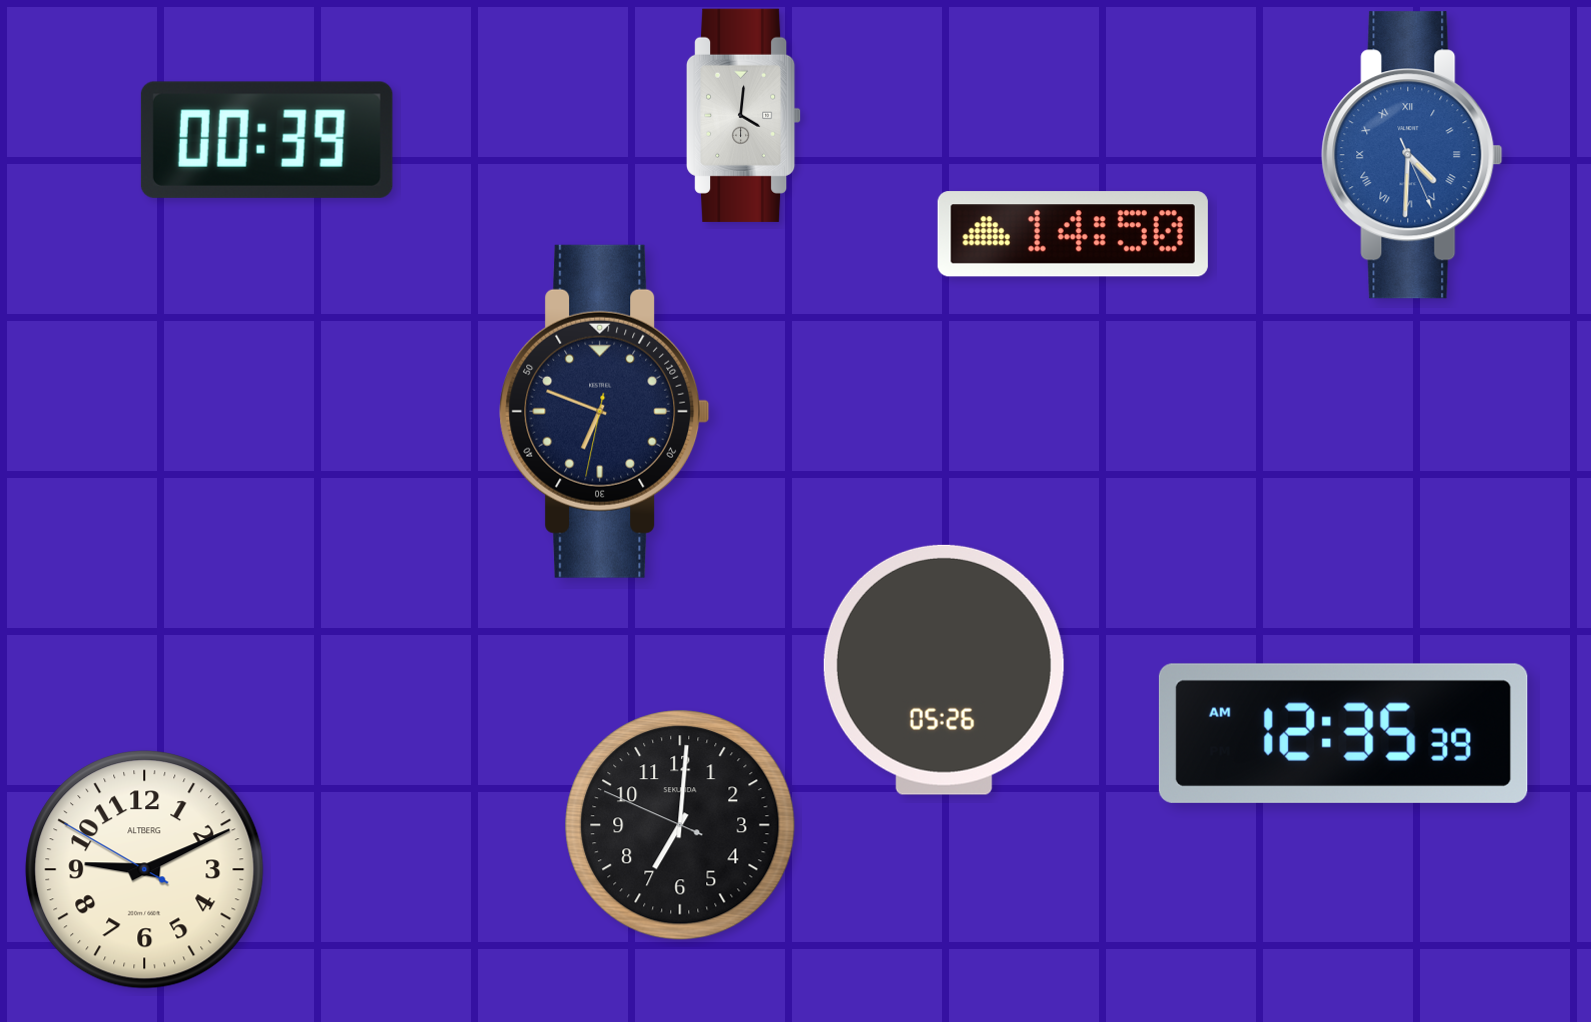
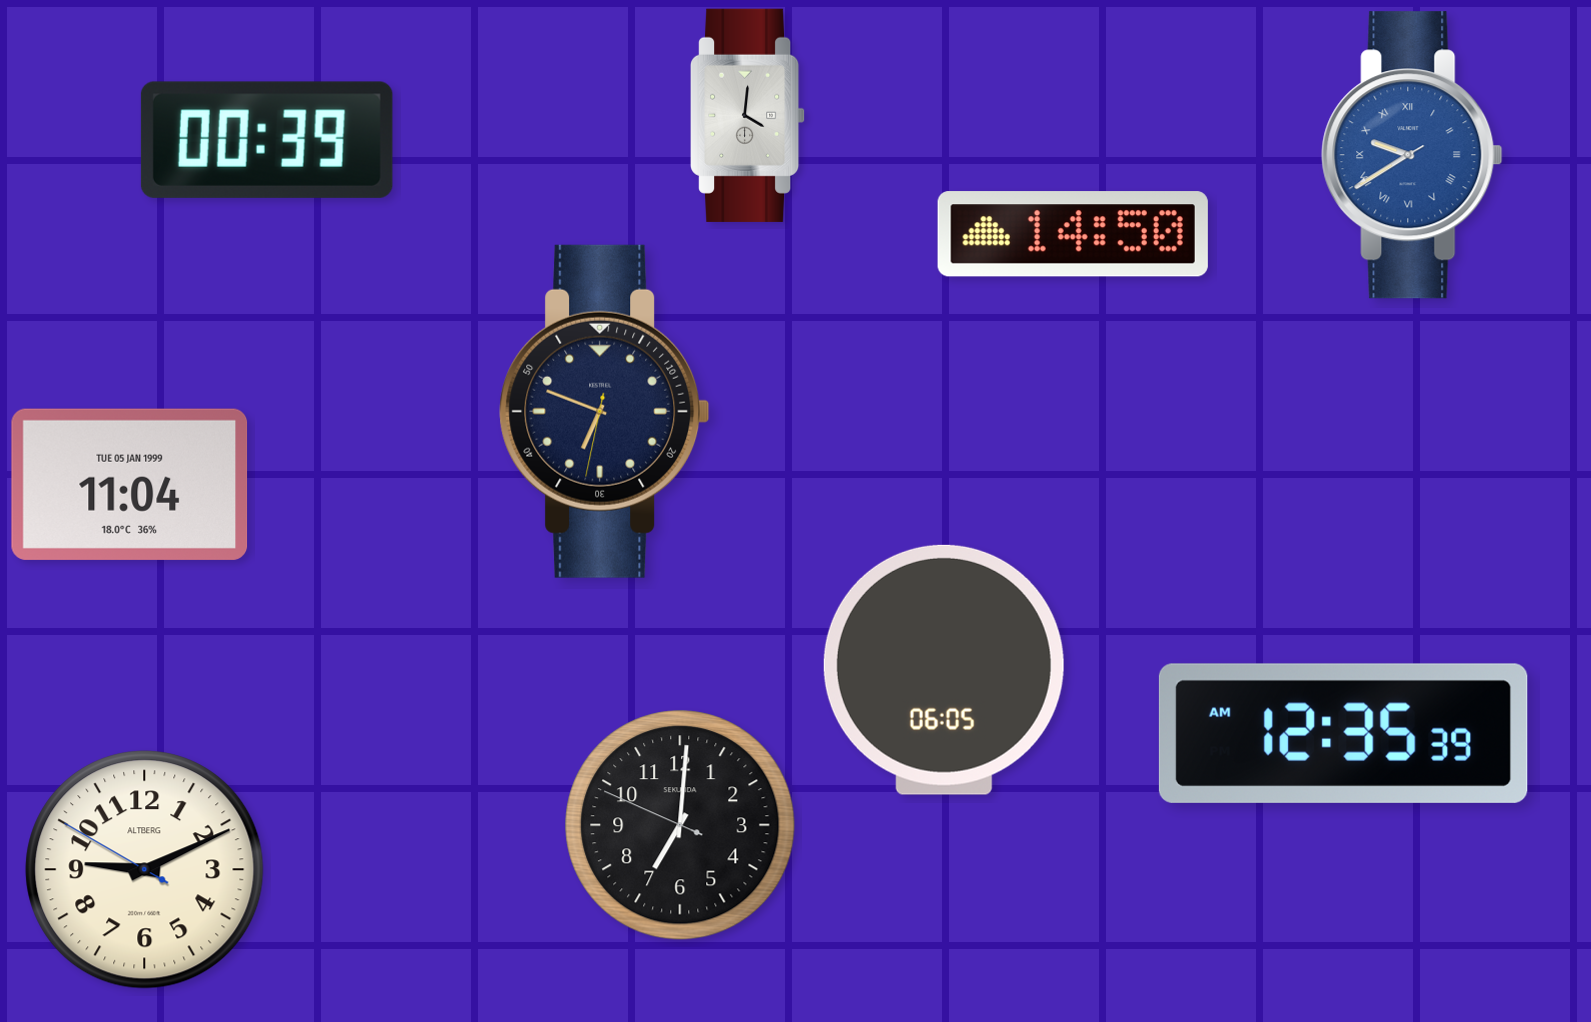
clock at (744, 115) position: (744, 115) -> (748, 115)
clock at (1412, 155): 4:30 -> 9:39
clock at (130, 484): none -> 11:04
clock at (944, 670): 05:26 -> 06:05
